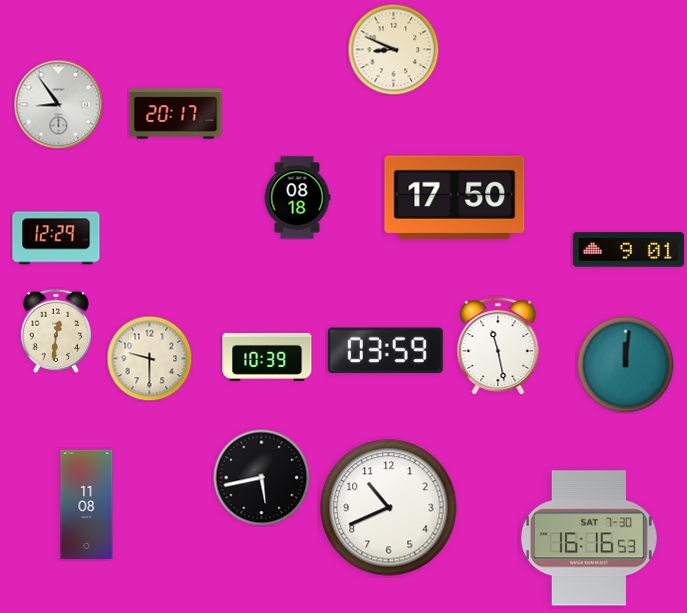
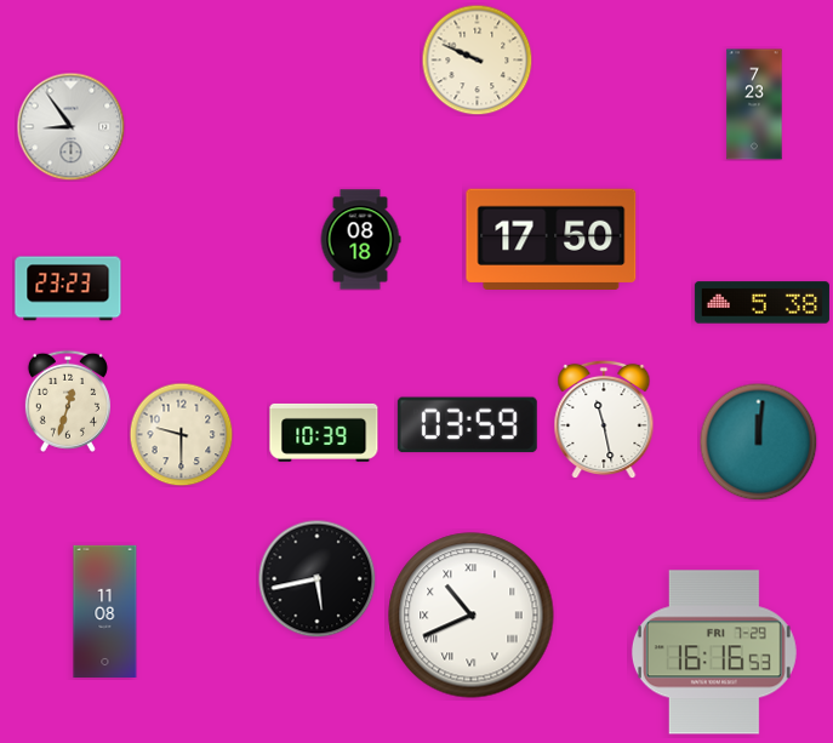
clock at (393, 49): 8:49 -> 9:49
clock at (754, 104): none -> 7:23
clock at (176, 114): 20:17 -> none
clock at (56, 238): 12:29 -> 23:23
clock at (628, 250): 9:01 -> 5:38
clock at (56, 331): 12:31 -> 12:33
clock at (389, 508) numerals: Arabic -> Roman
clock at (589, 538) date: SAT 7-30 -> FRI 7-29
